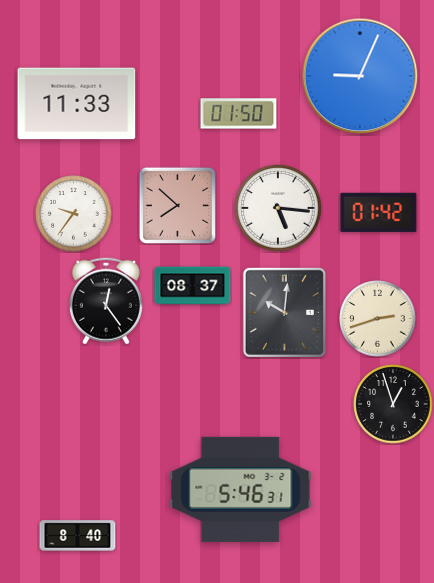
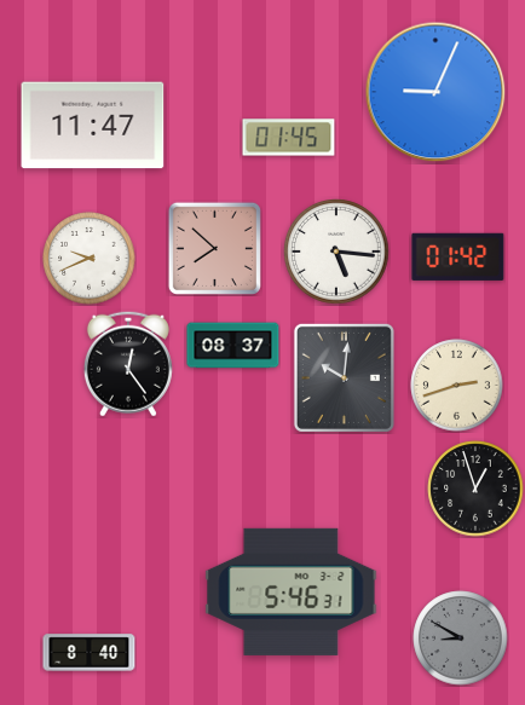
clock at (77, 104): 11:33 -> 11:47
clock at (239, 114): 01:50 -> 01:45
clock at (74, 214): 9:36 -> 9:41
clock at (461, 638): none -> 8:50
clock at (78, 536) position: (78, 536) -> (90, 653)
